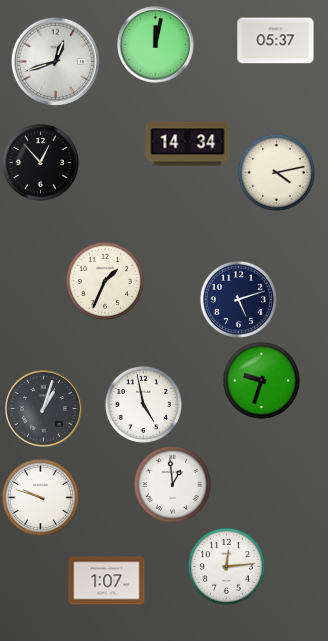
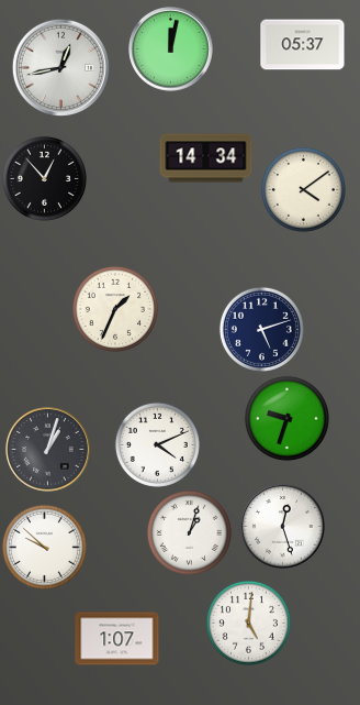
clock at (55, 61): 12:42 -> 12:43
clock at (276, 172): 4:13 -> 4:09
clock at (143, 404): 4:58 -> 4:11
clock at (283, 527): none -> 12:27
clock at (172, 484): 12:59 -> 1:03
clock at (40, 497): 9:48 -> 9:52
clock at (226, 566): 12:14 -> 5:01
